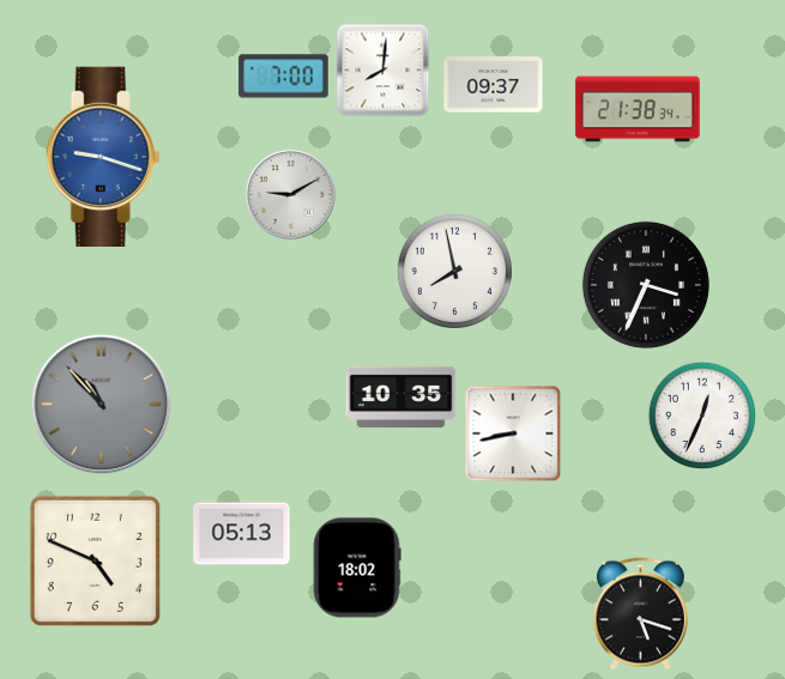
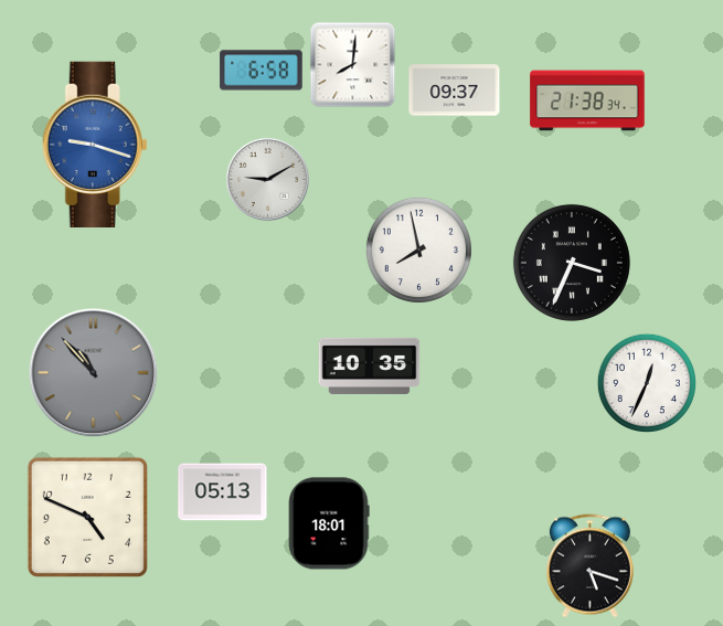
clock at (284, 77): 7:00 -> 6:58
clock at (494, 85) position: (494, 85) -> (455, 91)
clock at (646, 285) position: (646, 285) -> (572, 263)
clock at (513, 434): 8:43 -> none
clock at (357, 568): 18:02 -> 18:01
